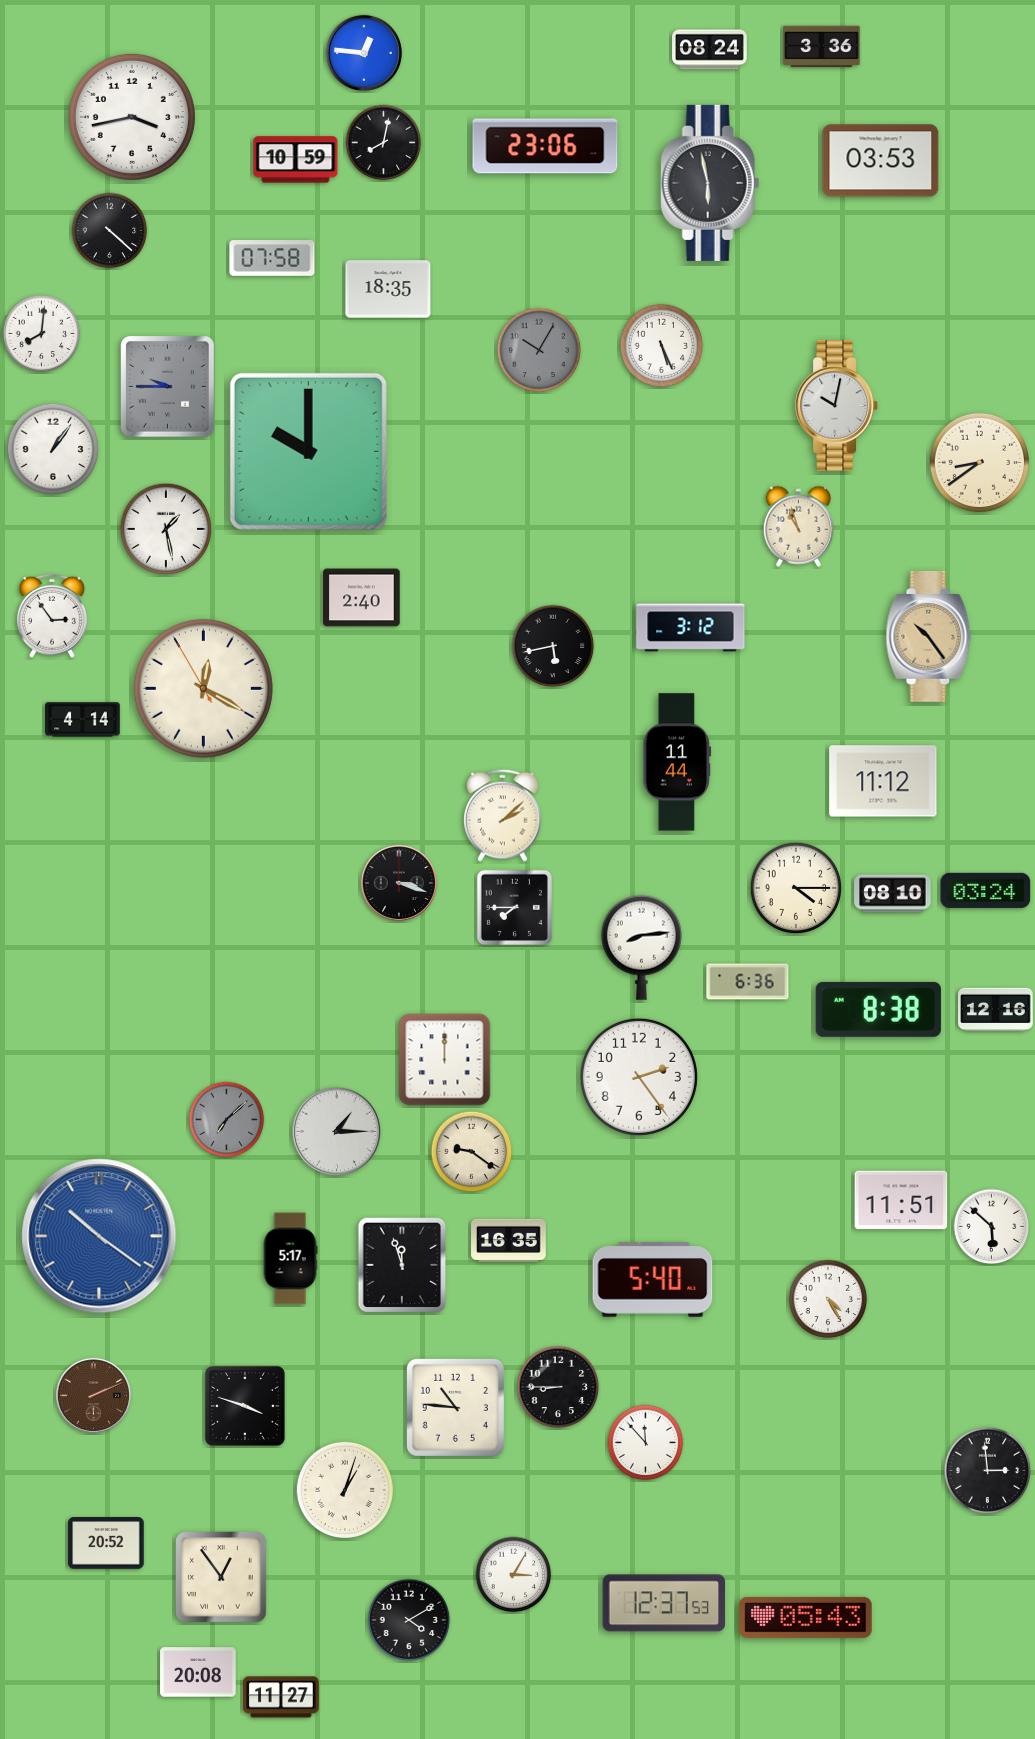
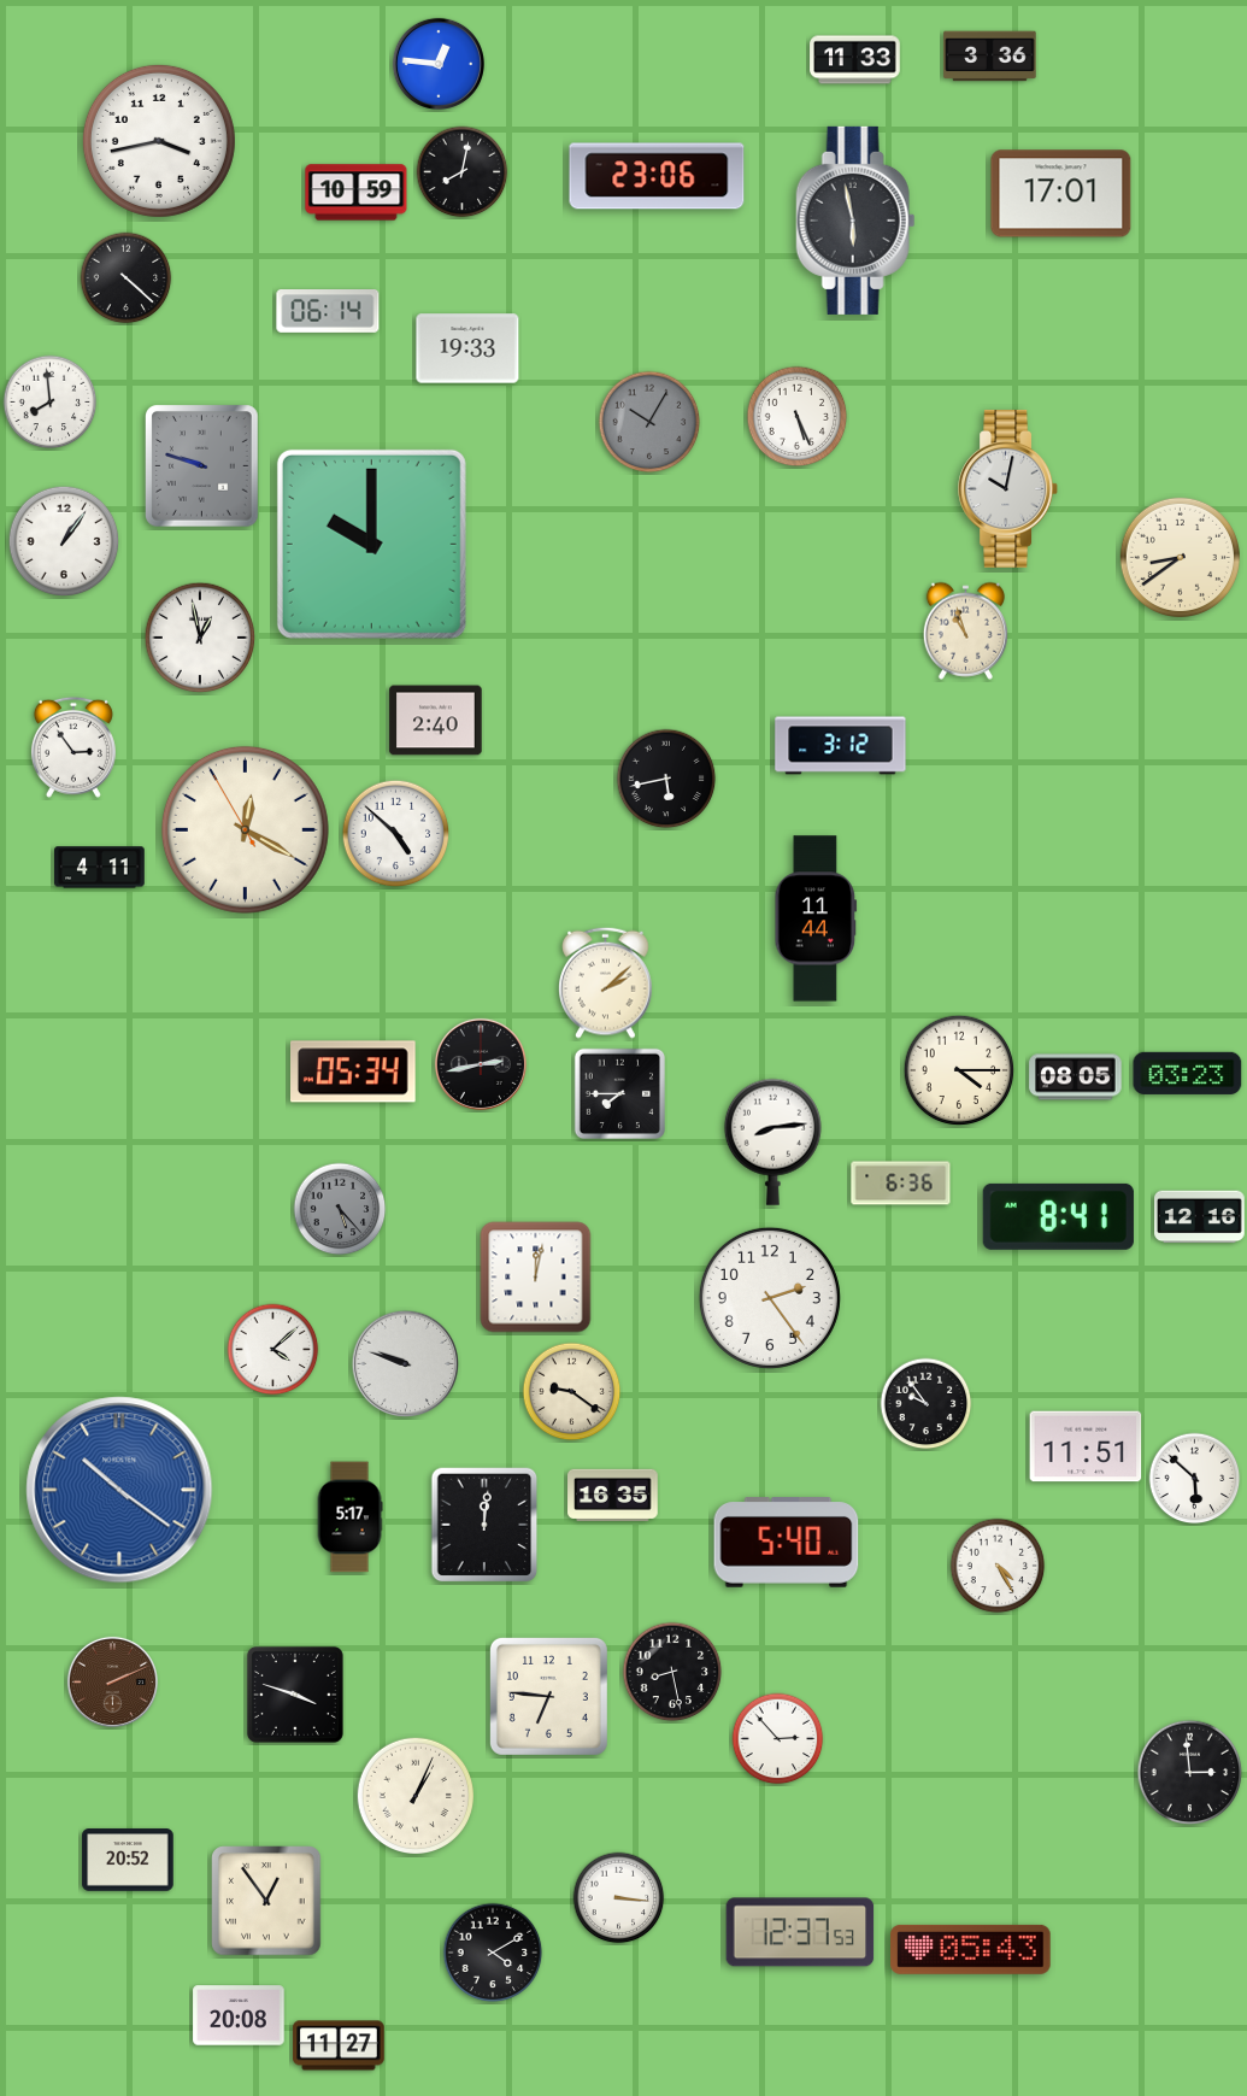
clock at (710, 50): 08:24 -> 11:33
clock at (881, 161): 03:53 -> 17:01
clock at (110, 231) position: (110, 231) -> (127, 278)
clock at (272, 259): 07:58 -> 06:14
clock at (388, 289): 18:35 -> 19:33
clock at (42, 334): 8:01 -> 7:59
clock at (168, 387): 9:45 -> 9:48
clock at (798, 526) position: (798, 526) -> (965, 630)
clock at (166, 529): 1:28 -> 12:58
clock at (52, 616) position: (52, 616) -> (73, 747)
clock at (691, 628) position: (691, 628) -> (841, 746)
clock at (929, 636): 10:24 -> none
clock at (396, 834): none -> 4:52
clock at (83, 720): 4:14 -> 4:11
clock at (883, 781): 11:12 -> none
clock at (399, 883): 3:18 -> 2:43
clock at (354, 1072): none -> 05:34
clock at (986, 890): 03:24 -> 03:23
clock at (893, 894): 08:10 -> 08:05
clock at (340, 1209): none -> 5:23
clock at (878, 1009): 8:38 -> 8:41
clock at (445, 1060): 12:00 -> 12:02
clock at (227, 1120): 7:08 -> 4:08
clock at (227, 1120) dial: grey -> white
clock at (337, 1132): 1:15 -> 9:48
clock at (472, 1152) position: (472, 1152) -> (572, 1392)
clock at (927, 1404): none -> 9:54
clock at (402, 1265): 11:57 -> 12:01
clock at (558, 1387): 8:45 -> 8:28
clock at (455, 1407): 10:46 -> 6:46
clock at (646, 1443): 11:53 -> 2:53
clock at (344, 1489): 1:03 -> 1:04
clock at (514, 1575): 3:05 -> 3:16
